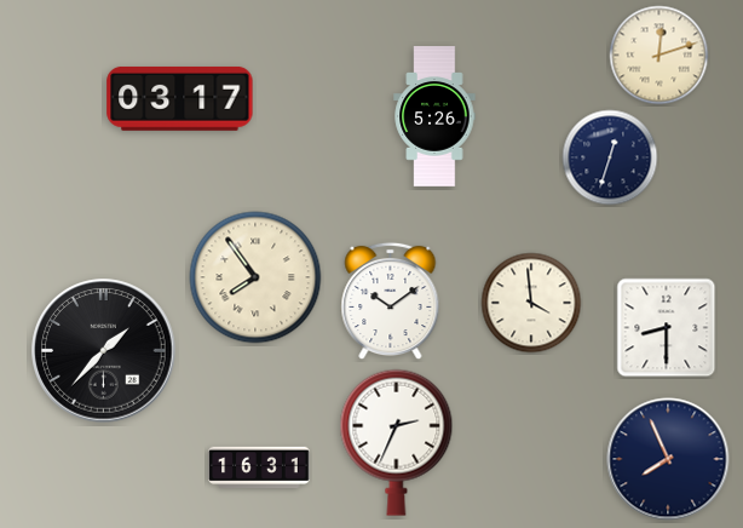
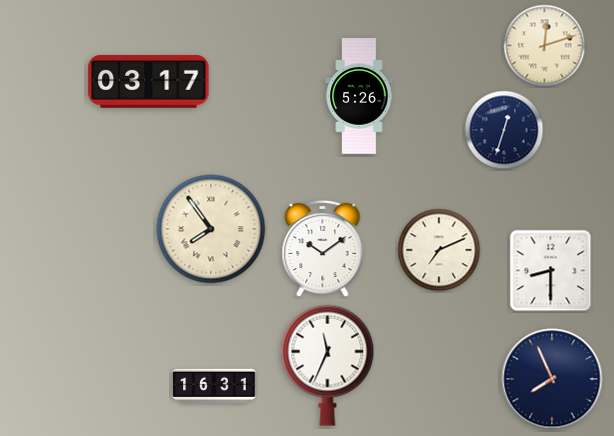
clock at (531, 303): 3:59 -> 7:11
clock at (104, 351): 1:37 -> none
clock at (397, 442): 2:34 -> 11:34
